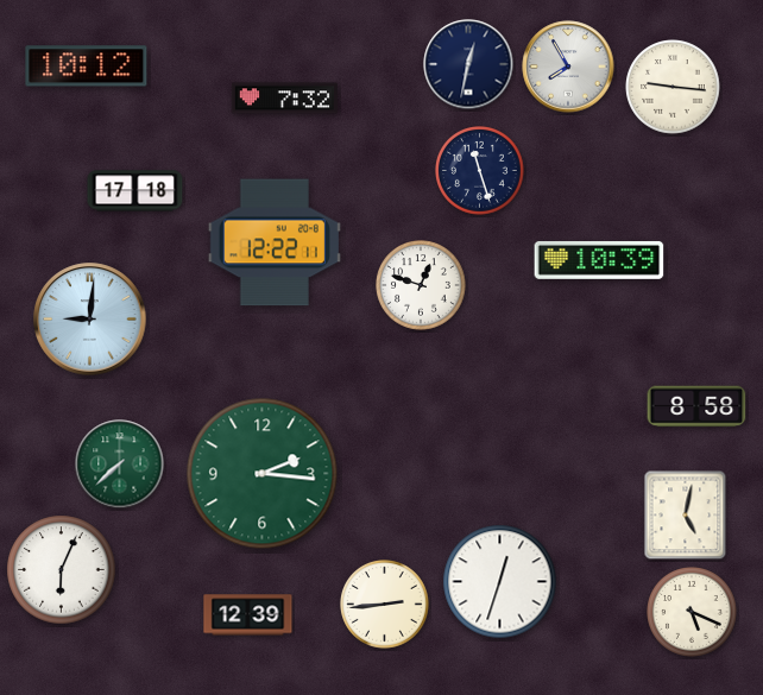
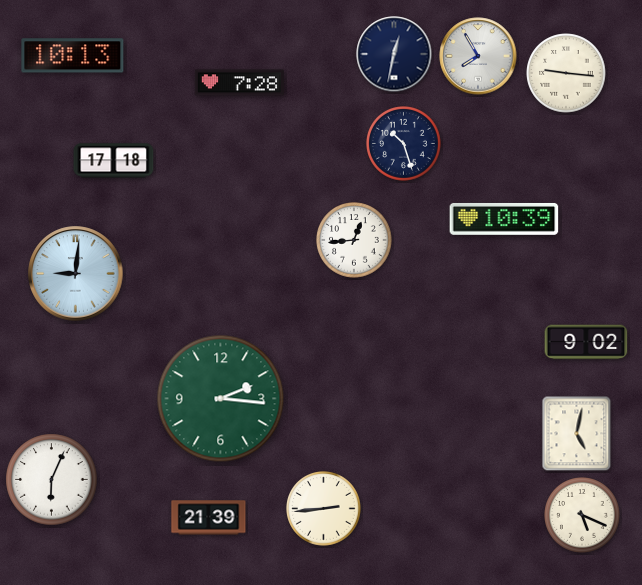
clock at (87, 67): 10:12 -> 10:13
clock at (284, 99): 7:32 -> 7:28
clock at (480, 171): 11:27 -> 10:27
clock at (275, 242): 12:22 -> none
clock at (422, 286): 12:48 -> 12:44
clock at (90, 320) position: (90, 320) -> (76, 274)
clock at (696, 406): 8:58 -> 9:02
clock at (120, 465): 7:38 -> none
clock at (500, 582): 12:33 -> none
clock at (248, 615): 12:39 -> 21:39
